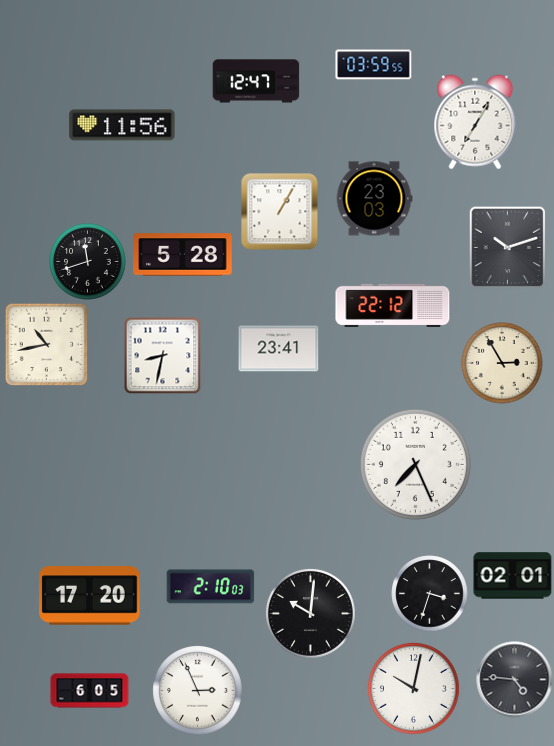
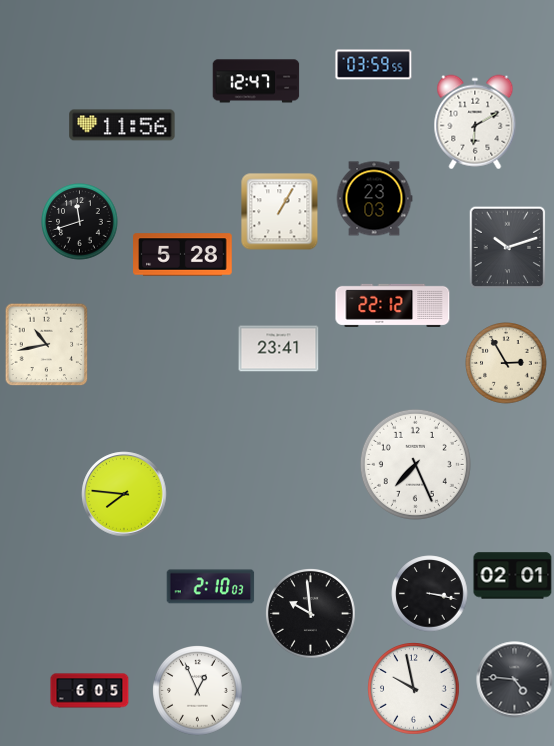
clock at (475, 122): 7:05 -> 6:10
clock at (88, 262) position: (88, 262) -> (80, 222)
clock at (162, 355): 8:32 -> none
clock at (502, 363) position: (502, 363) -> (506, 363)
clock at (124, 494): none -> 7:46
clock at (430, 594): 3:33 -> 3:17
clock at (90, 596): 17:20 -> none
clock at (311, 614): 10:01 -> 9:59
clock at (414, 689): 10:02 -> 9:58
clock at (198, 691): 2:56 -> 12:56
